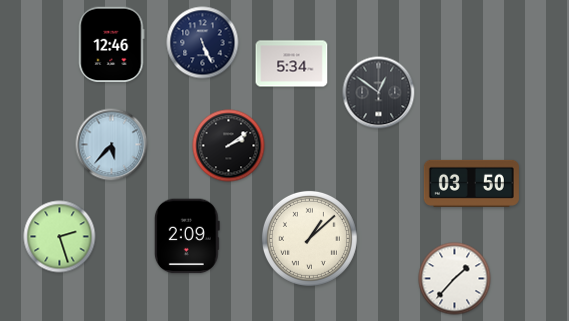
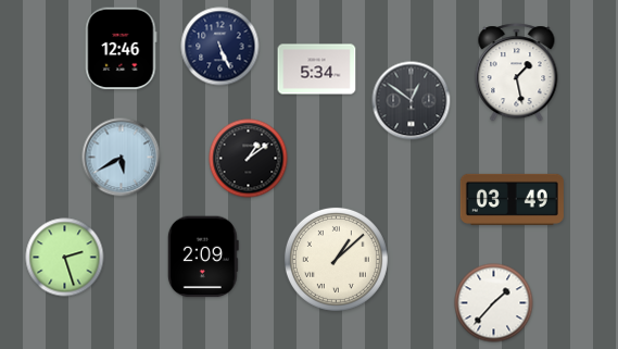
clock at (517, 73): none -> 1:28
clock at (112, 145): 5:37 -> 5:40
clock at (229, 146): 2:09 -> 1:09
clock at (471, 183): 03:50 -> 03:49
